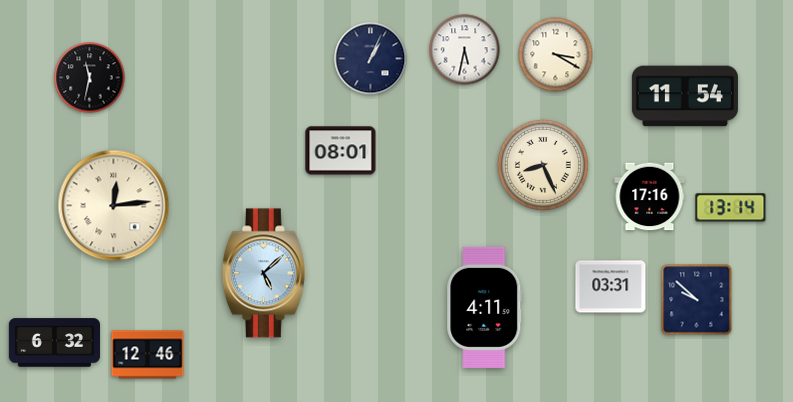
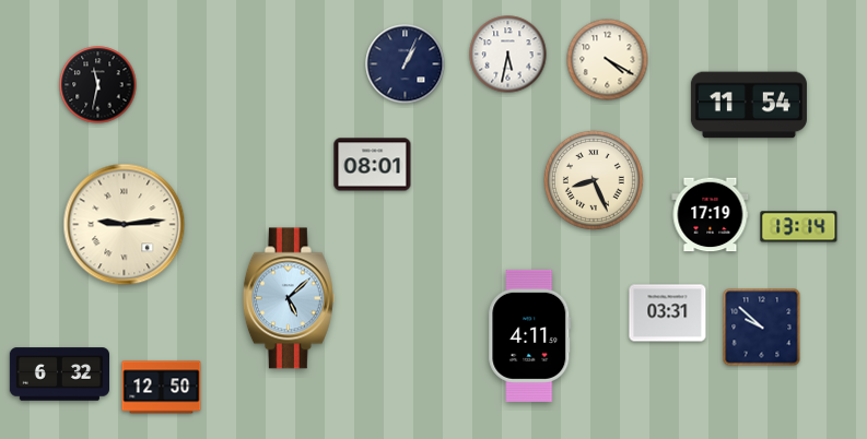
clock at (556, 55): 3:20 -> 4:20
clock at (650, 197): 17:16 -> 17:19
clock at (114, 206): 12:14 -> 9:14
clock at (148, 355): 12:46 -> 12:50
